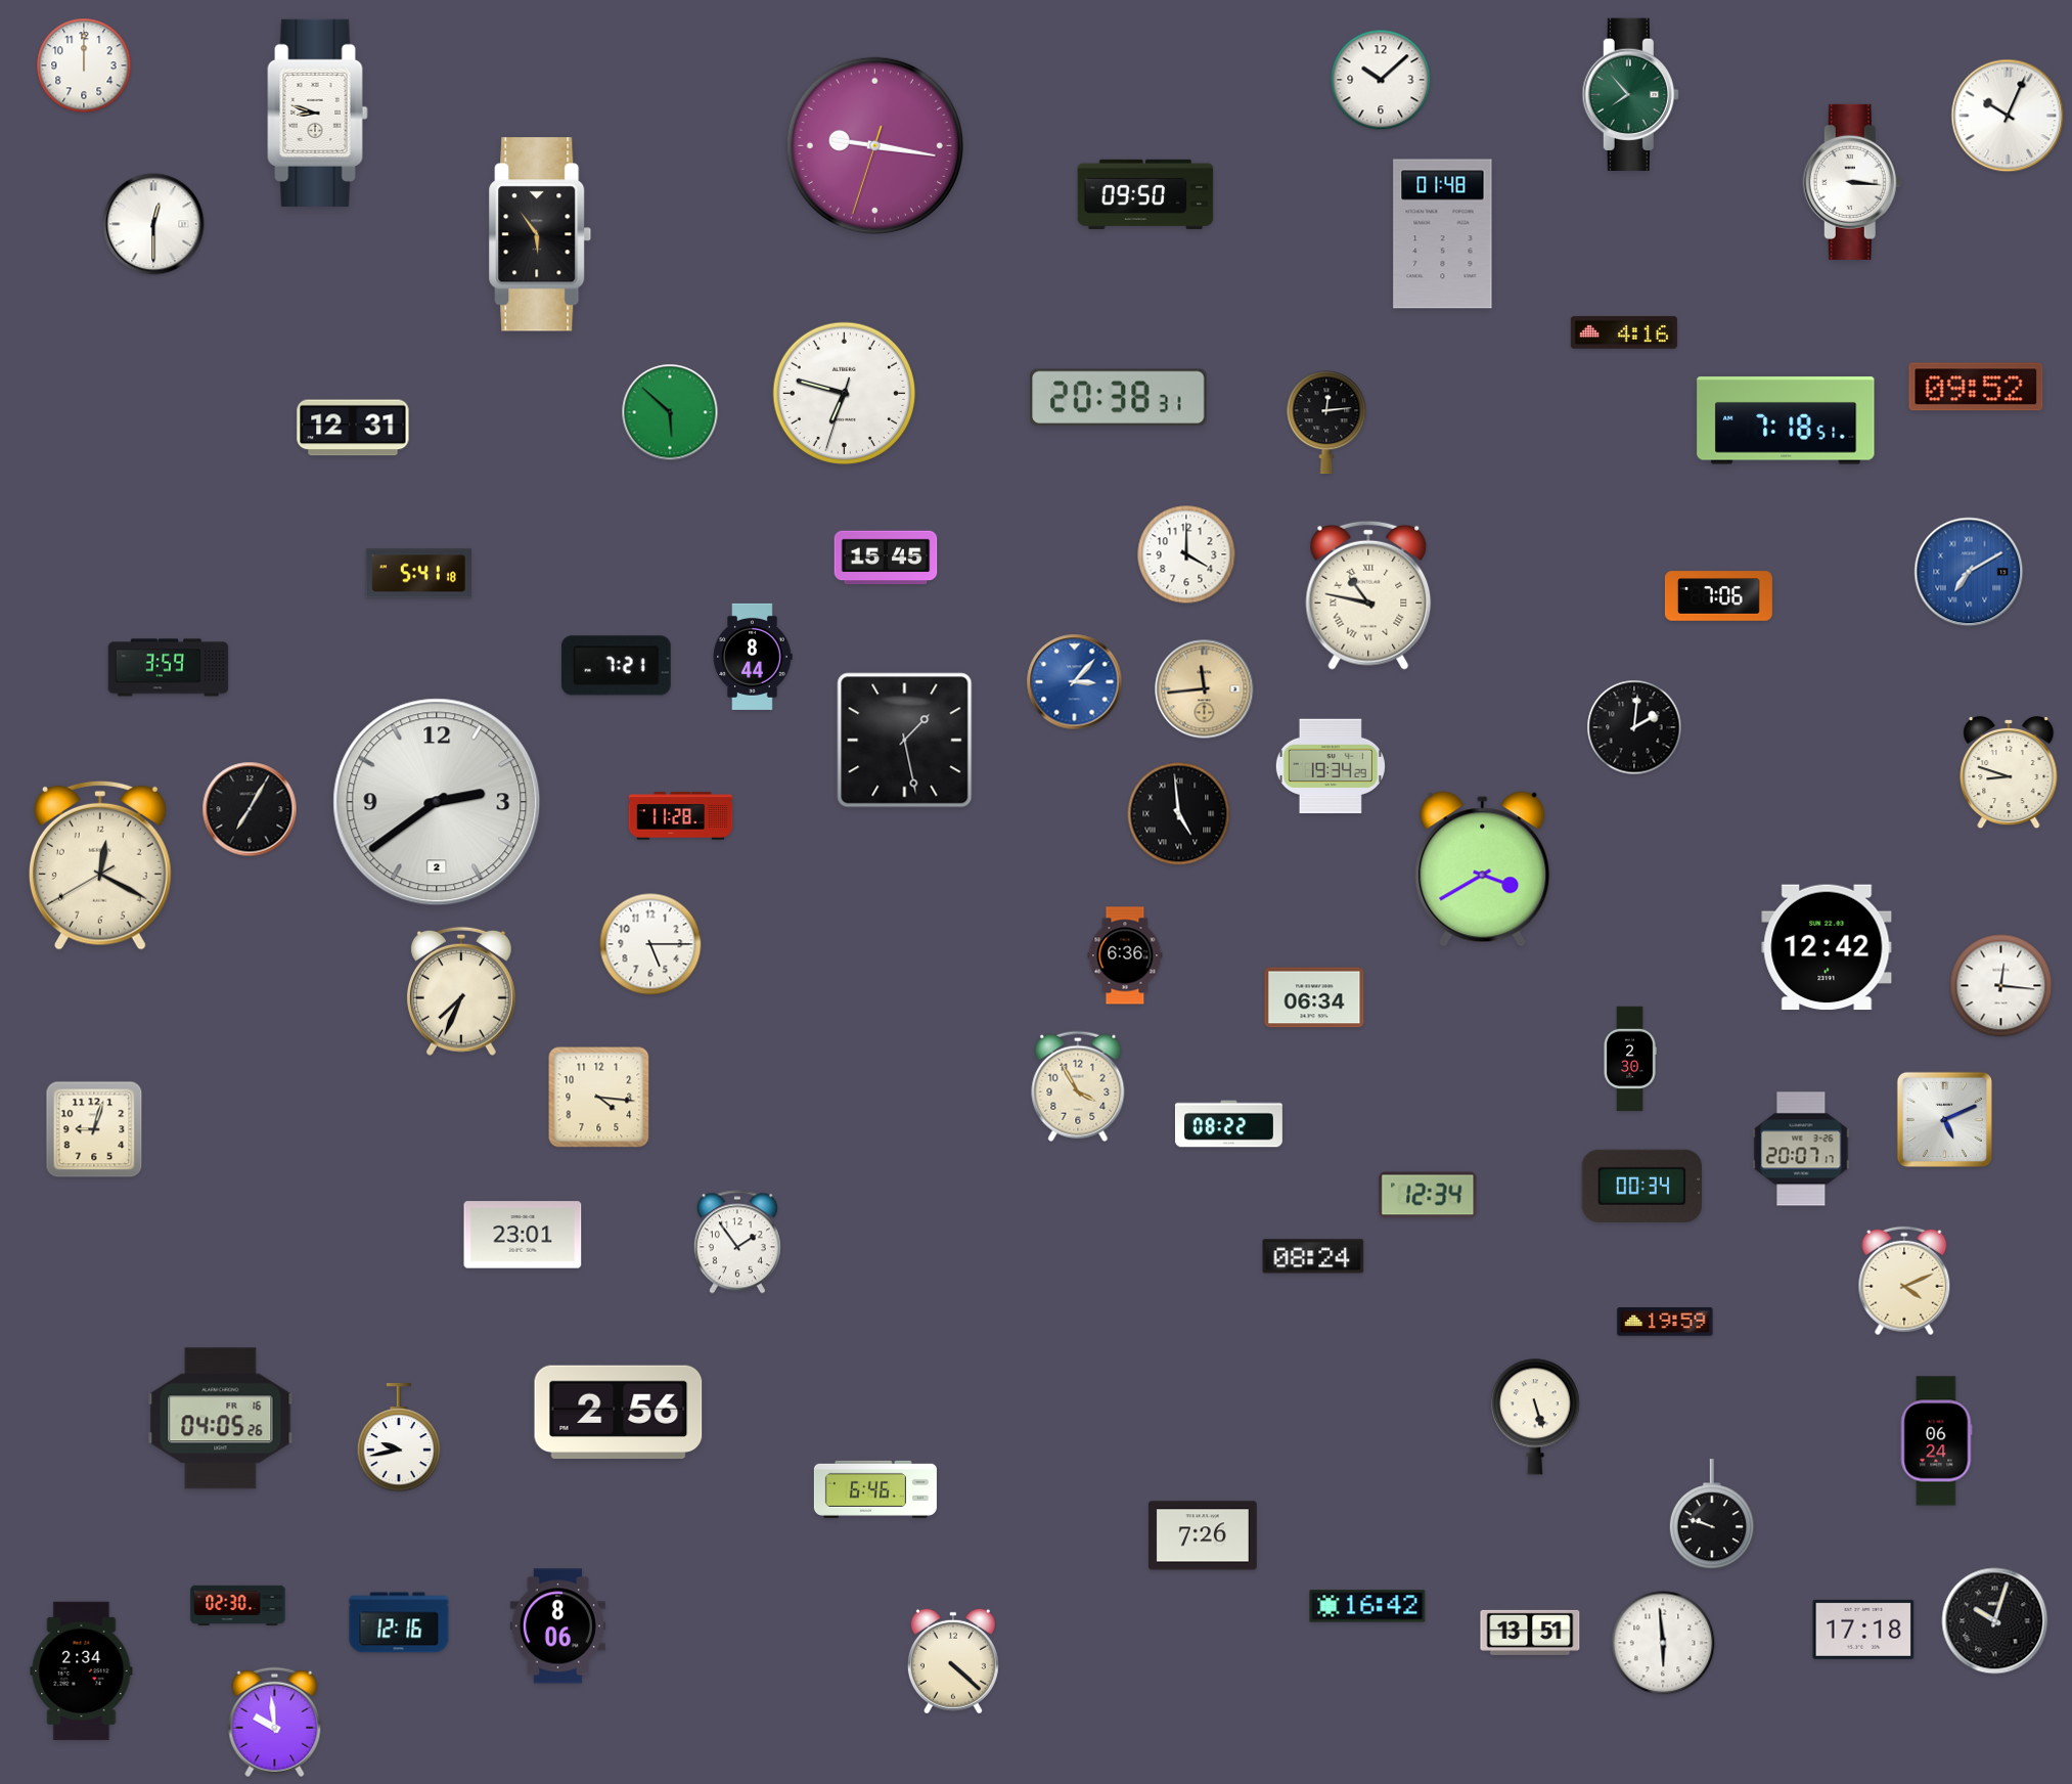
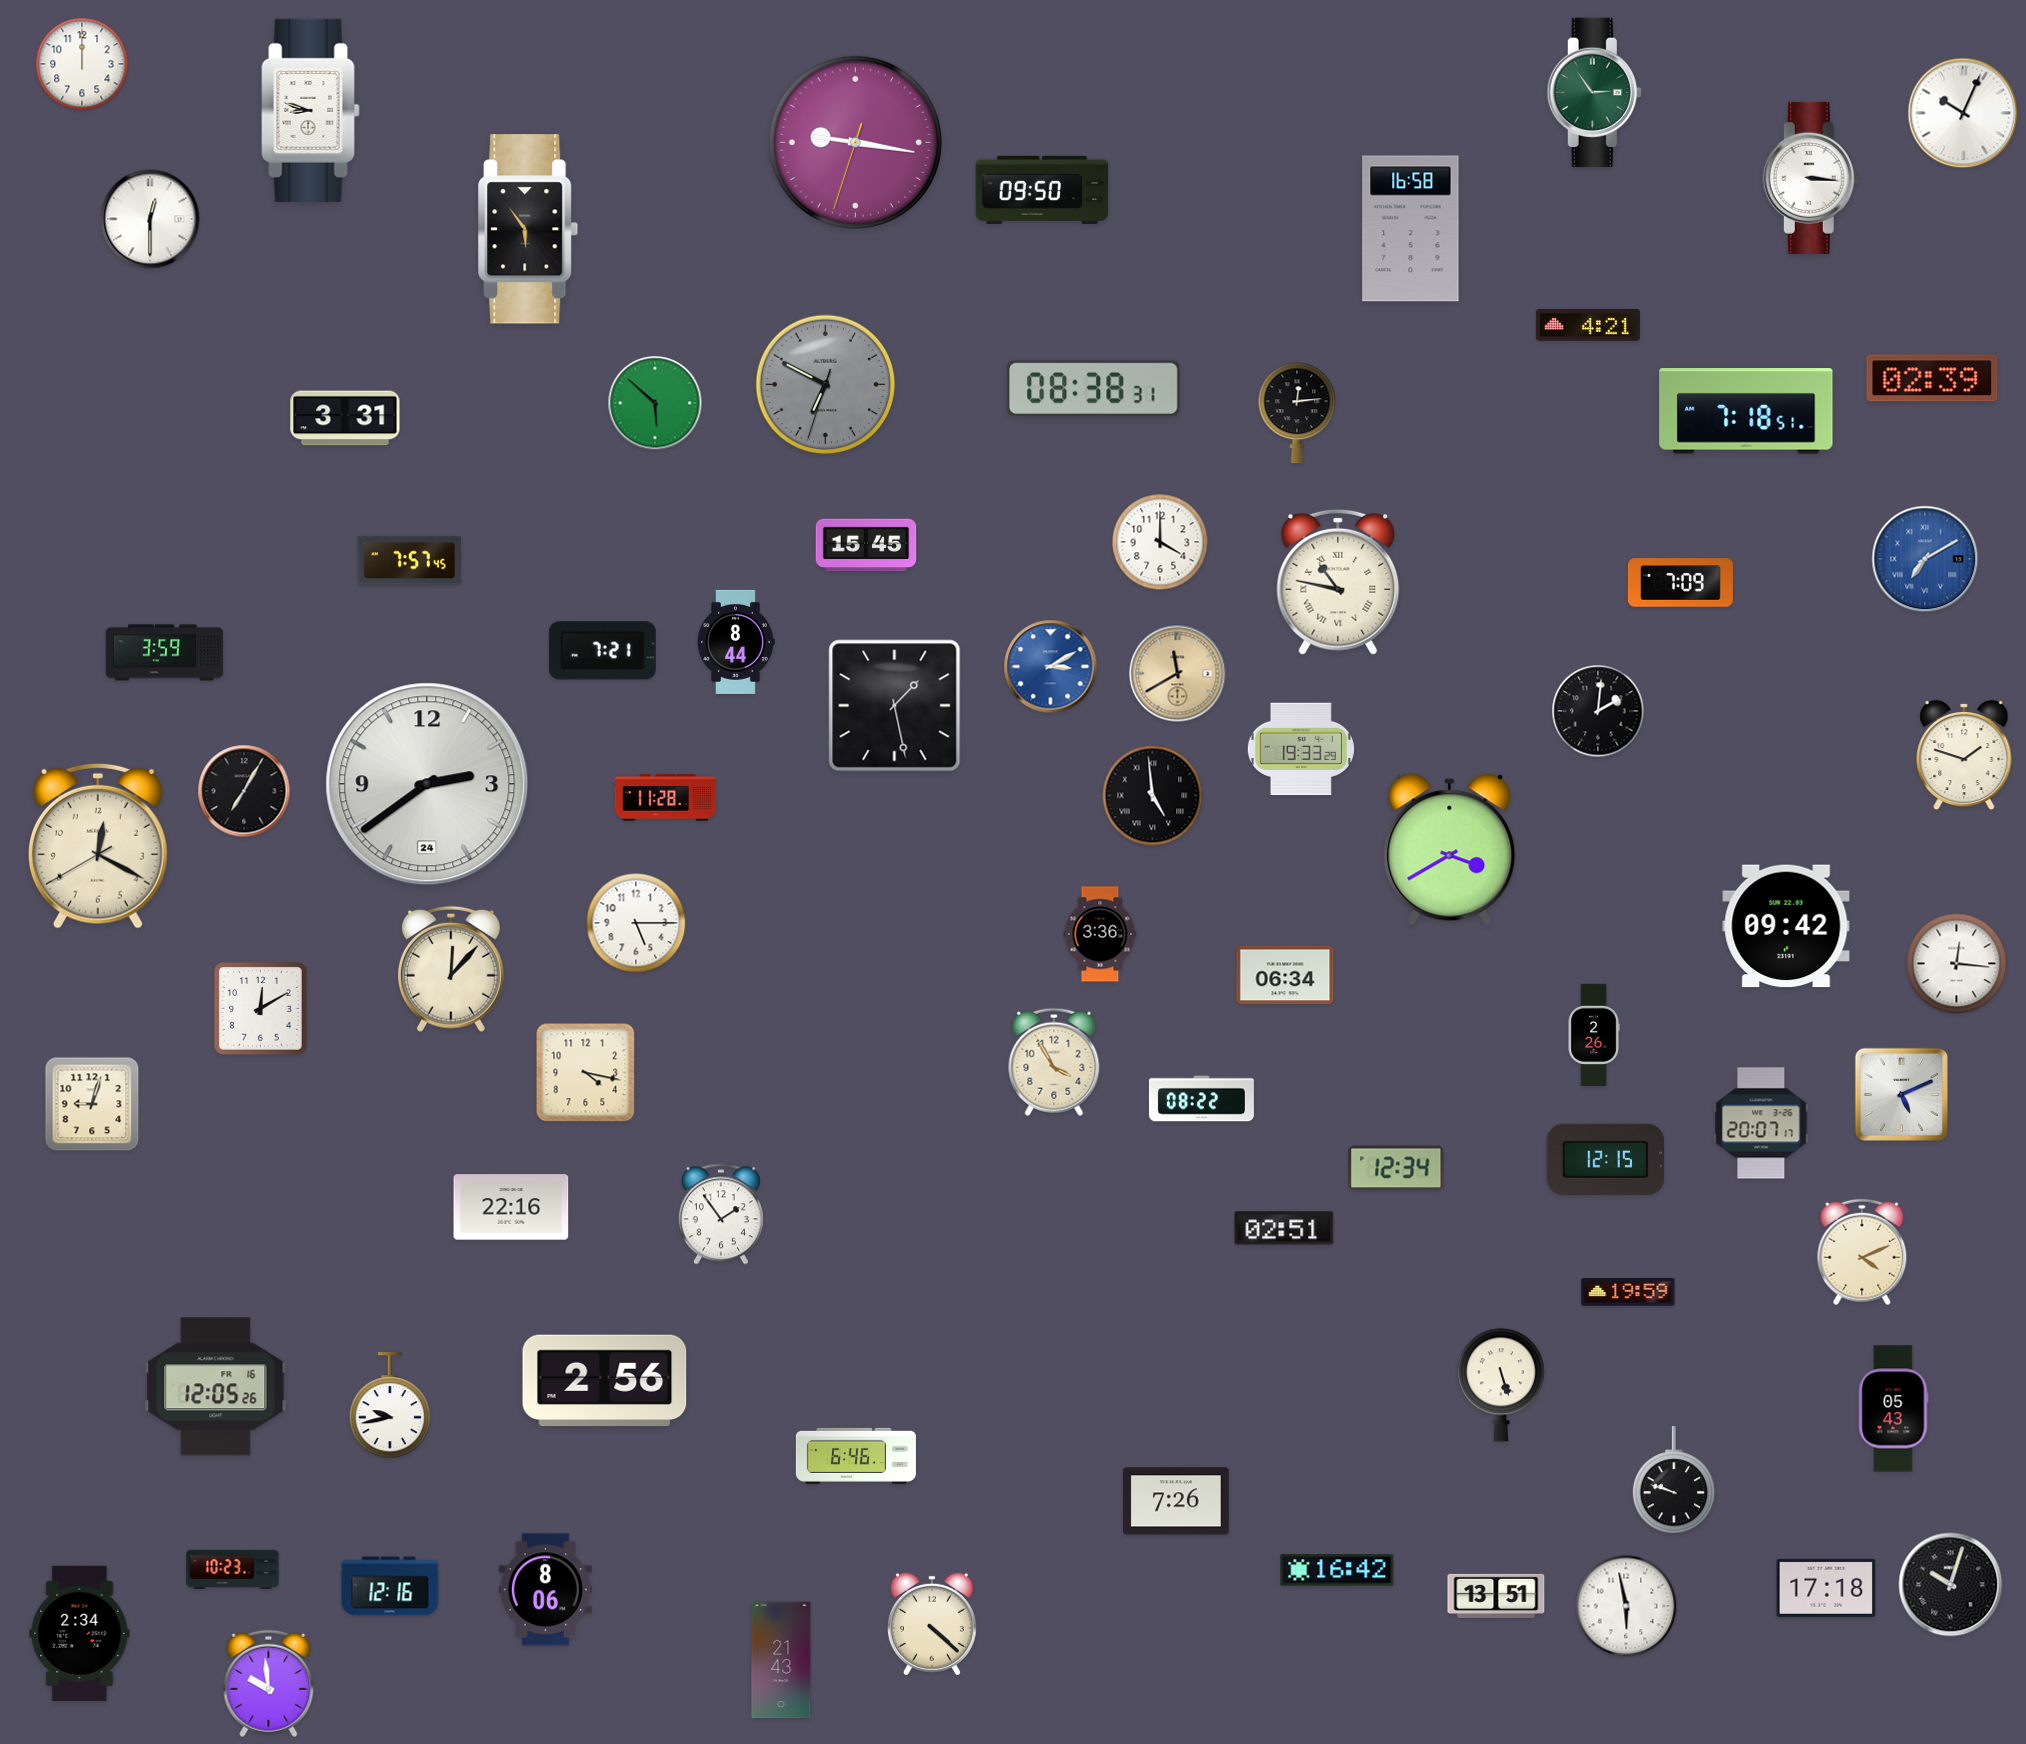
clock at (1381, 80): 10:08 -> none
clock at (1630, 95): 7:53 -> 2:54
clock at (1145, 194) position: (1145, 194) -> (1042, 190)
clock at (1443, 234): 01:48 -> 16:58
clock at (1624, 332): 4:16 -> 4:21
clock at (1976, 387): 09:52 -> 02:39
clock at (845, 394): 6:47 -> 6:49
clock at (845, 394) dial: white -> grey
clock at (1119, 398): 20:38 -> 08:38
clock at (353, 428): 12:31 -> 3:31
clock at (418, 574): 5:41 -> 7:57
clock at (1718, 596): 7:06 -> 7:09
clock at (1075, 682): 3:07 -> 3:10
clock at (1205, 689): 11:44 -> 11:40
clock at (905, 741) position: (905, 741) -> (895, 706)
clock at (1331, 766): 19:34 -> 19:33
clock at (2009, 772): 8:48 -> 1:48
clock at (437, 802) date: 2 -> 24
clock at (1827, 947): 12:42 -> 09:42
clock at (1125, 955): 6:36 -> 3:36
clock at (461, 991): 7:34 -> 12:07
clock at (261, 1009): none -> 12:10
clock at (1630, 1059): 2:30 -> 2:26
clock at (599, 1098): 4:16 -> 4:17
clock at (1642, 1186): 00:34 -> 12:15
clock at (523, 1235): 23:01 -> 22:16
clock at (1313, 1256): 08:24 -> 02:51
clock at (221, 1419): 04:05 -> 12:05
clock at (1937, 1441): 06:24 -> 05:43
clock at (238, 1605): 02:30 -> 10:23
clock at (1863, 1630) position: (1863, 1630) -> (1826, 1588)
clock at (1663, 1643): 5:59 -> 5:58
clock at (781, 1660): none -> 21:43
